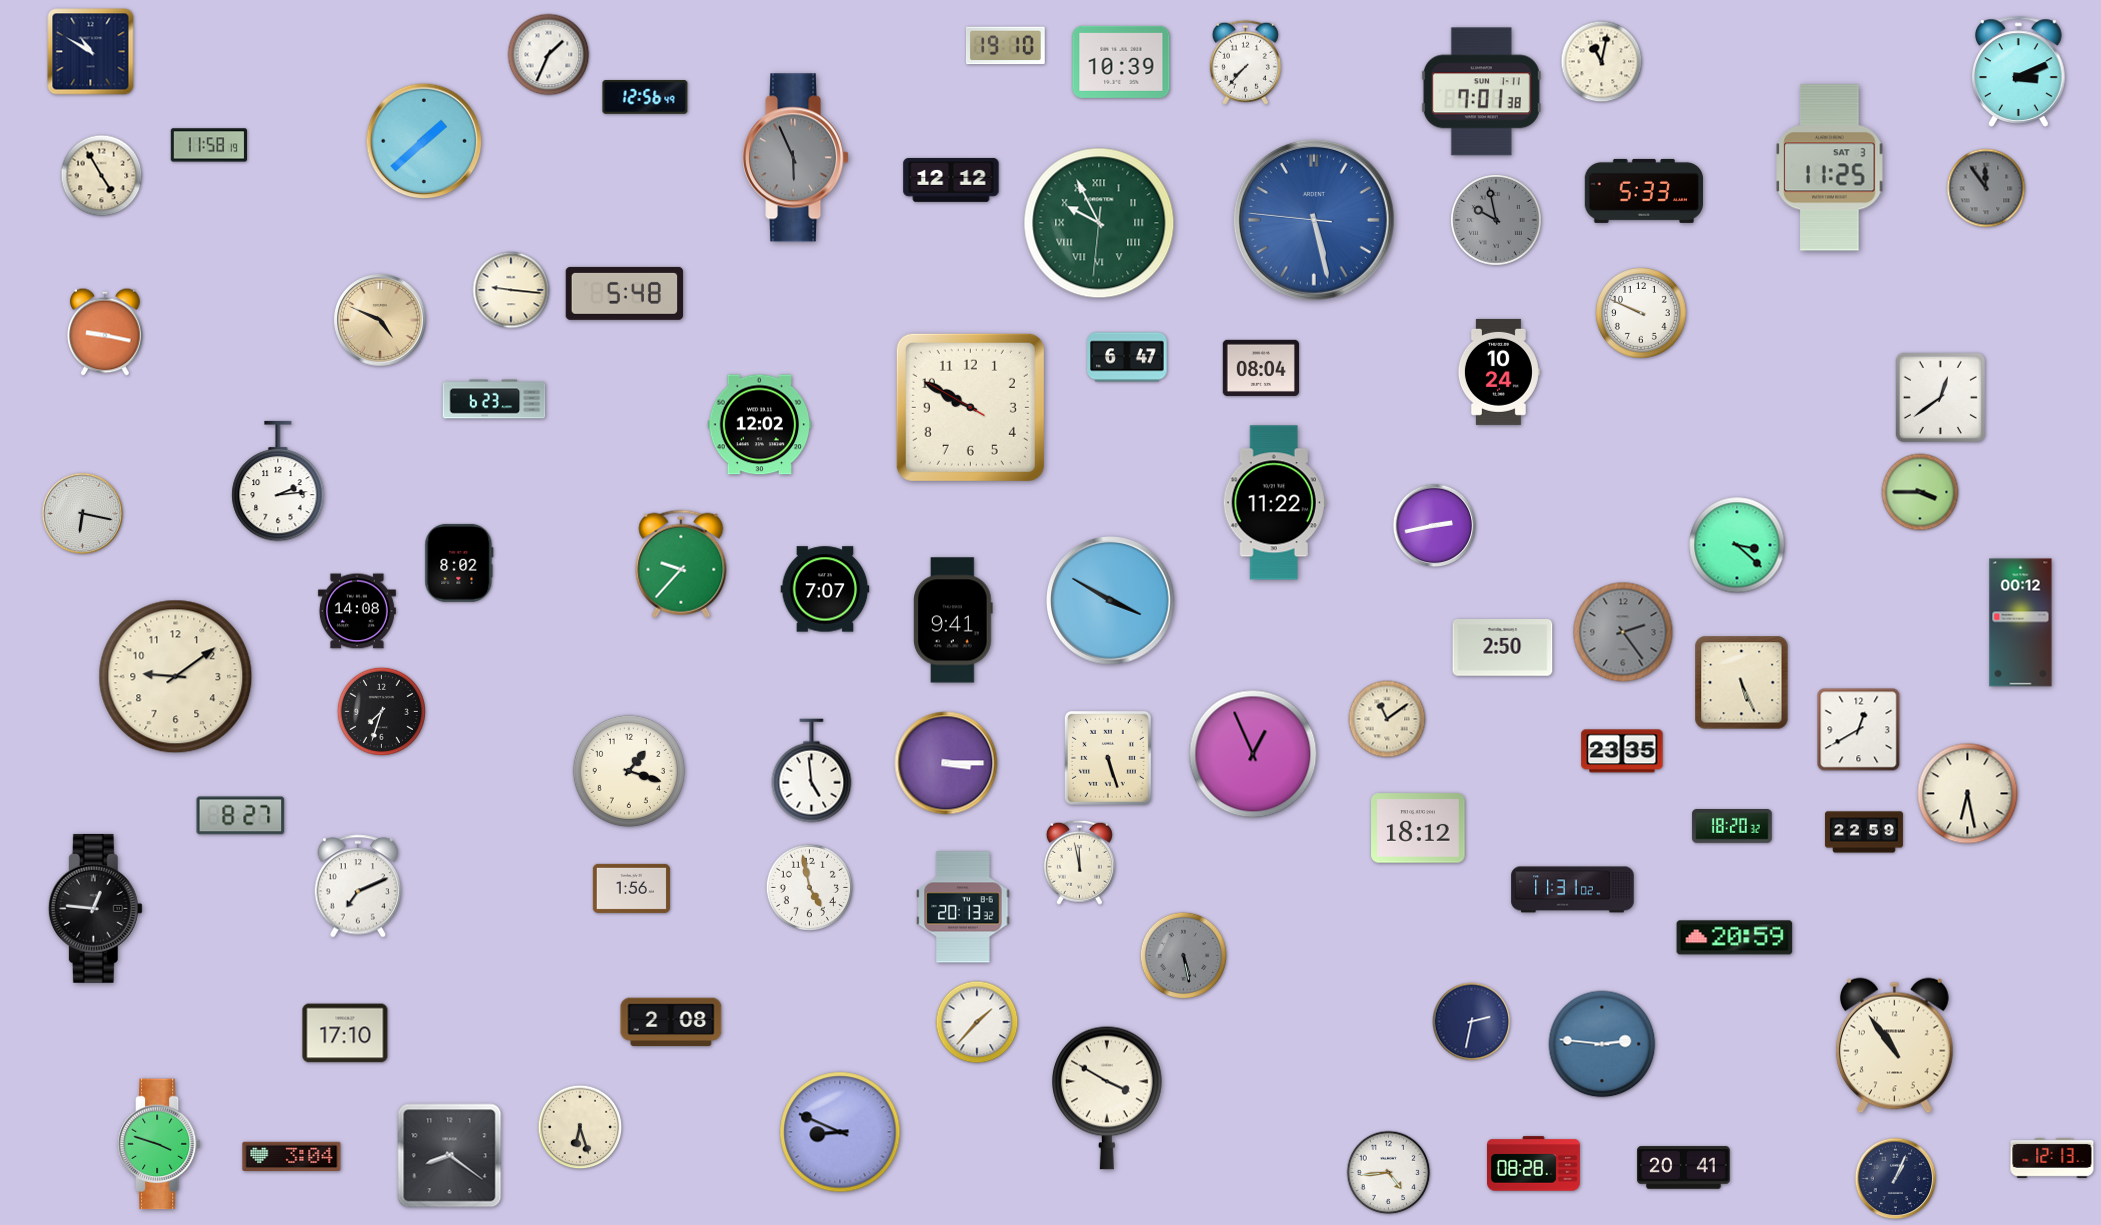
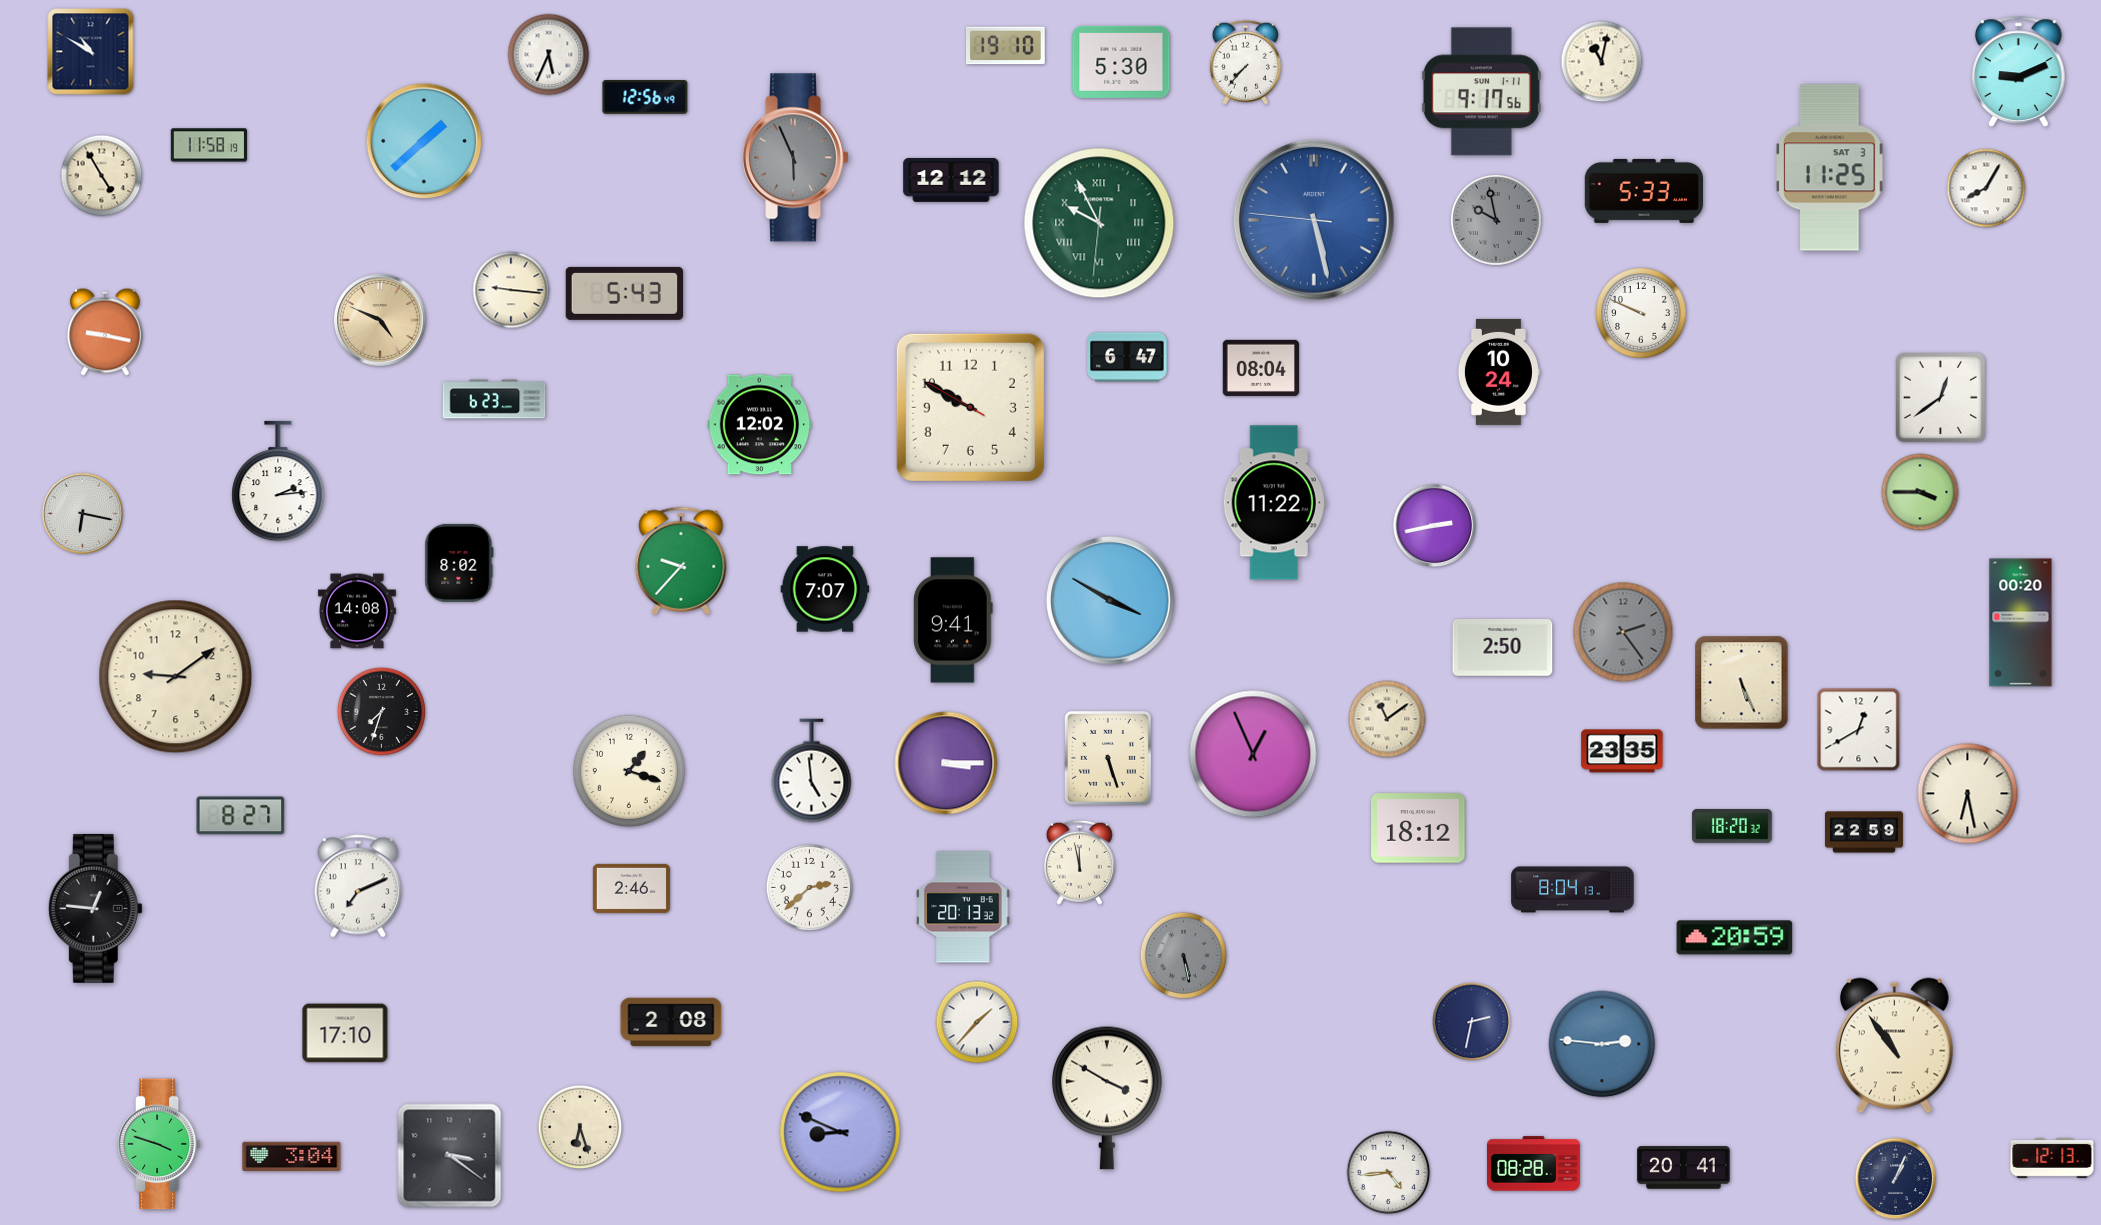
clock at (549, 55): 1:34 -> 5:34
clock at (1121, 62): 10:39 -> 5:30
clock at (2019, 71): 3:11 -> 9:11
clock at (1481, 92): 7:01 -> 9:17
clock at (1986, 188): 11:54 -> 8:05
clock at (1986, 188) dial: grey -> white
clock at (625, 293): 5:48 -> 5:43
clock at (1737, 545): 3:22 -> none
clock at (681, 564) position: (681, 564) -> (681, 561)
clock at (2021, 623): 00:12 -> 00:20
clock at (809, 887): 4:58 -> 2:38
clock at (631, 888): 1:56 -> 2:46
clock at (1573, 890): 11:31 -> 8:04
clock at (450, 1156): 8:21 -> 3:21
